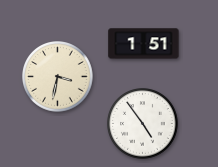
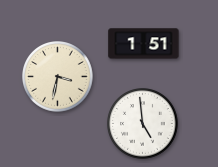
clock at (143, 124): 4:54 -> 4:59
